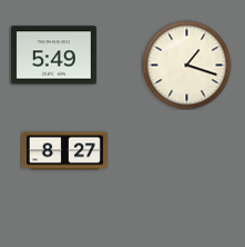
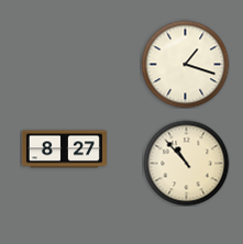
clock at (53, 56): 5:49 -> none
clock at (186, 163): none -> 10:53
